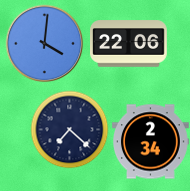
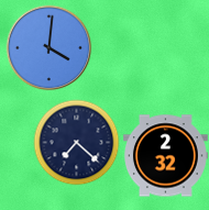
clock at (129, 44): 22:06 -> none
clock at (151, 142): 2:34 -> 2:32
